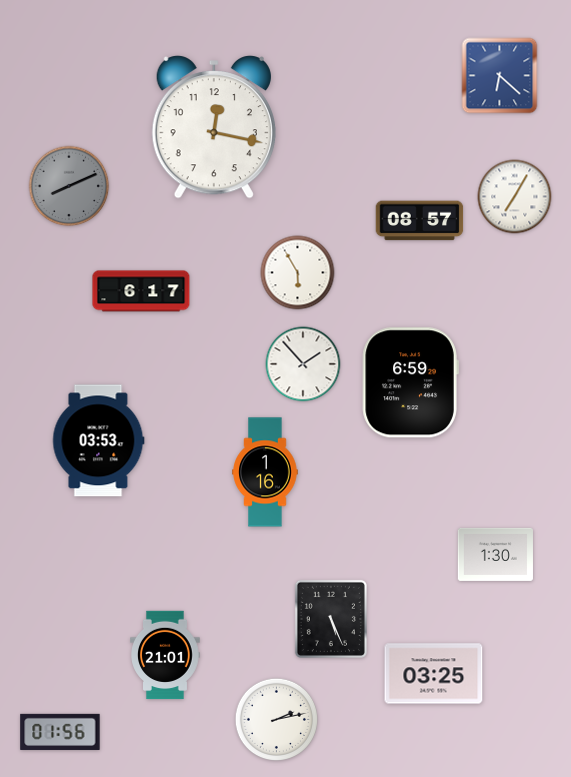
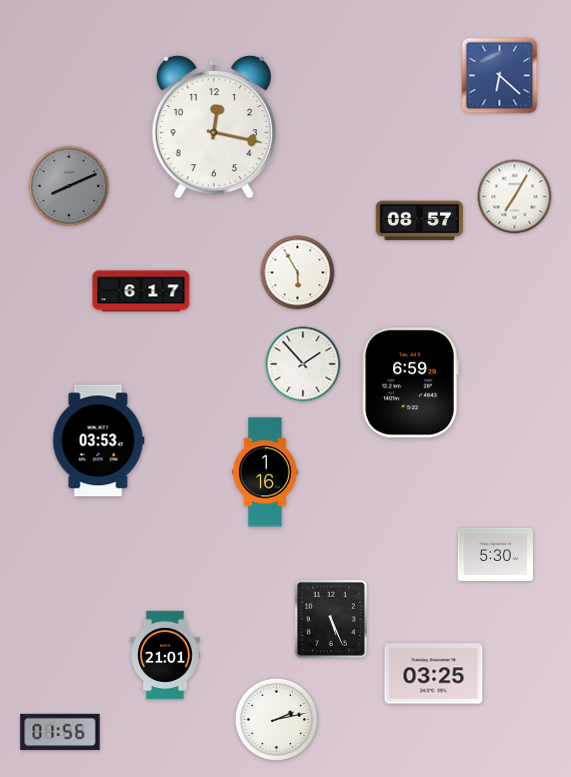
clock at (495, 554): 1:30 -> 5:30
